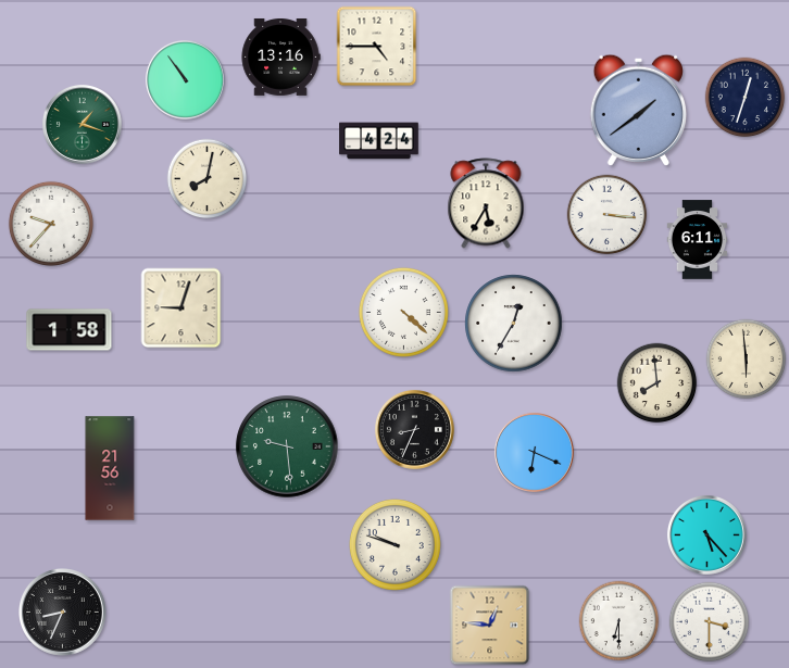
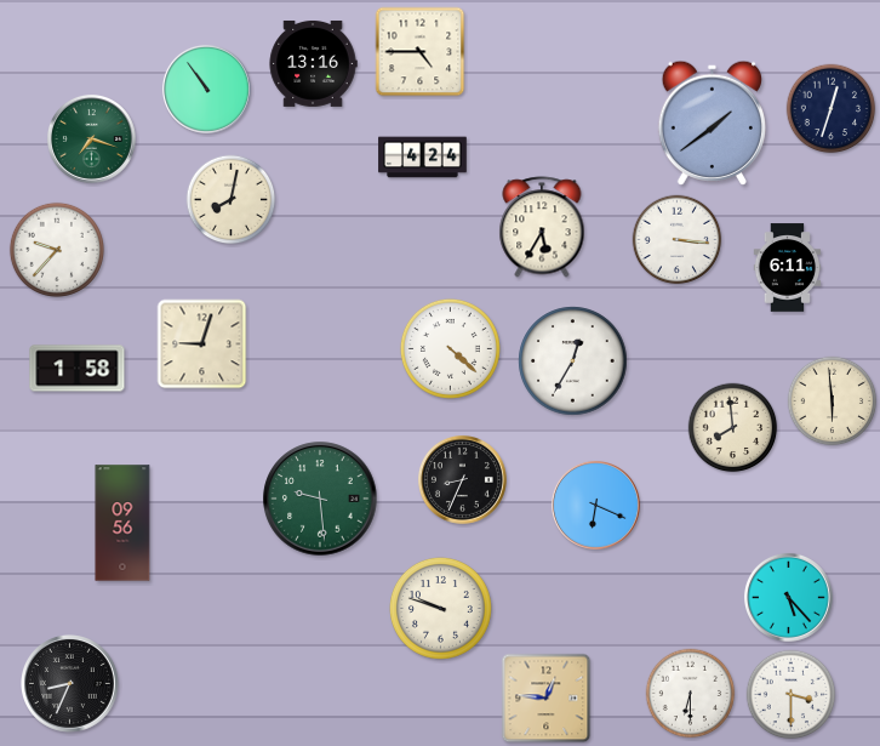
clock at (82, 124): 1:18 -> 7:18
clock at (698, 240) position: (698, 240) -> (788, 268)
clock at (110, 468): 21:56 -> 09:56
